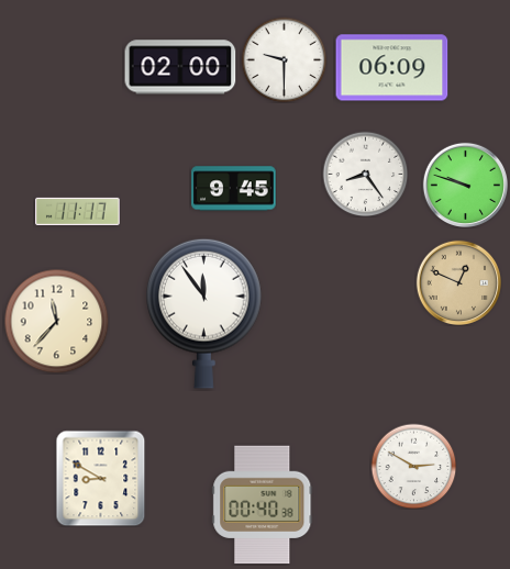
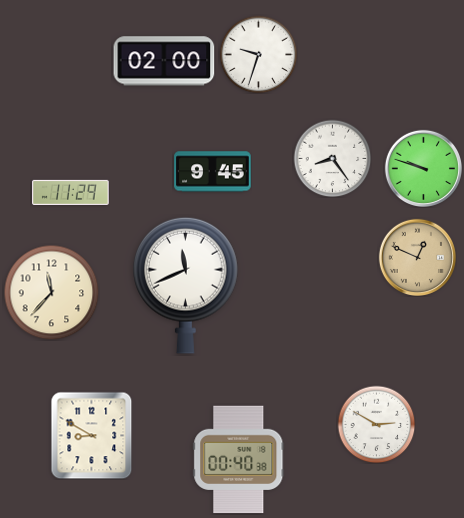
clock at (284, 59): 9:30 -> 9:33
clock at (392, 68): 06:09 -> none
clock at (78, 211): 11:17 -> 11:29
clock at (204, 313): 11:54 -> 11:41
